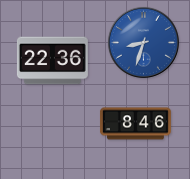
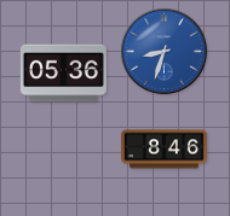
clock at (143, 42) position: (143, 42) -> (163, 51)
clock at (52, 61): 22:36 -> 05:36
